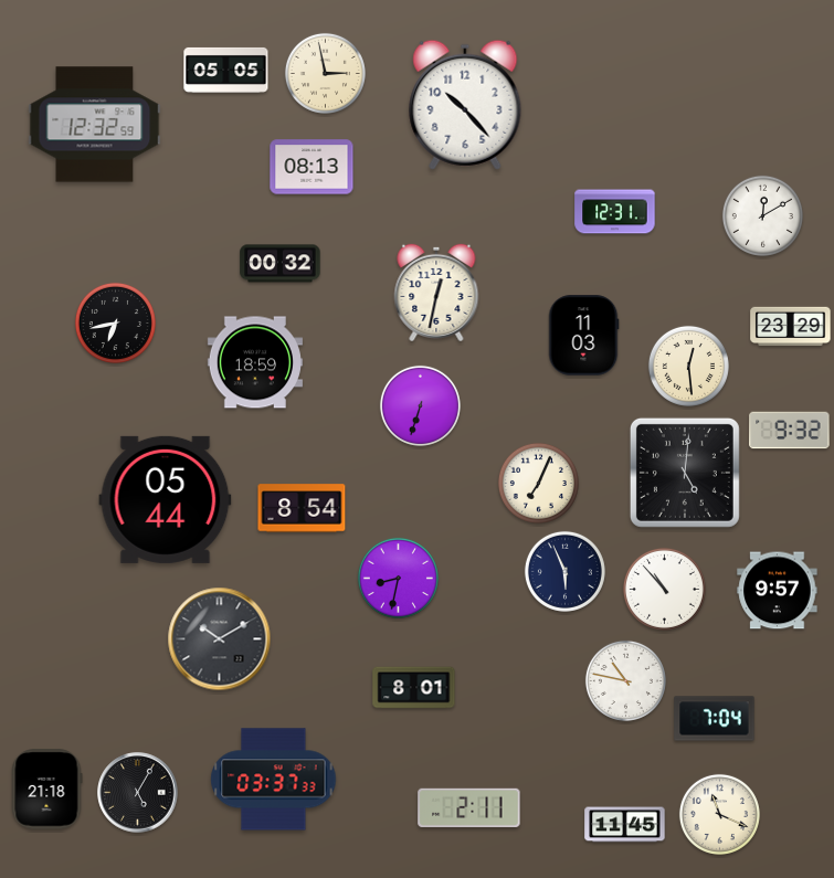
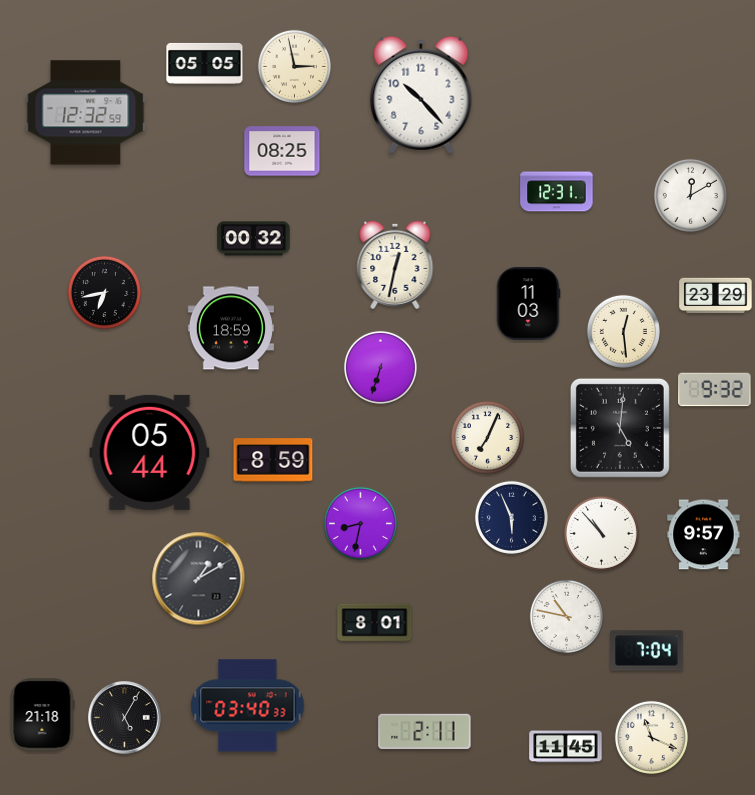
clock at (312, 167): 08:13 -> 08:25
clock at (302, 508): 8:54 -> 8:59
clock at (220, 639): 10:10 -> 1:10
clock at (274, 780): 03:37 -> 03:40
